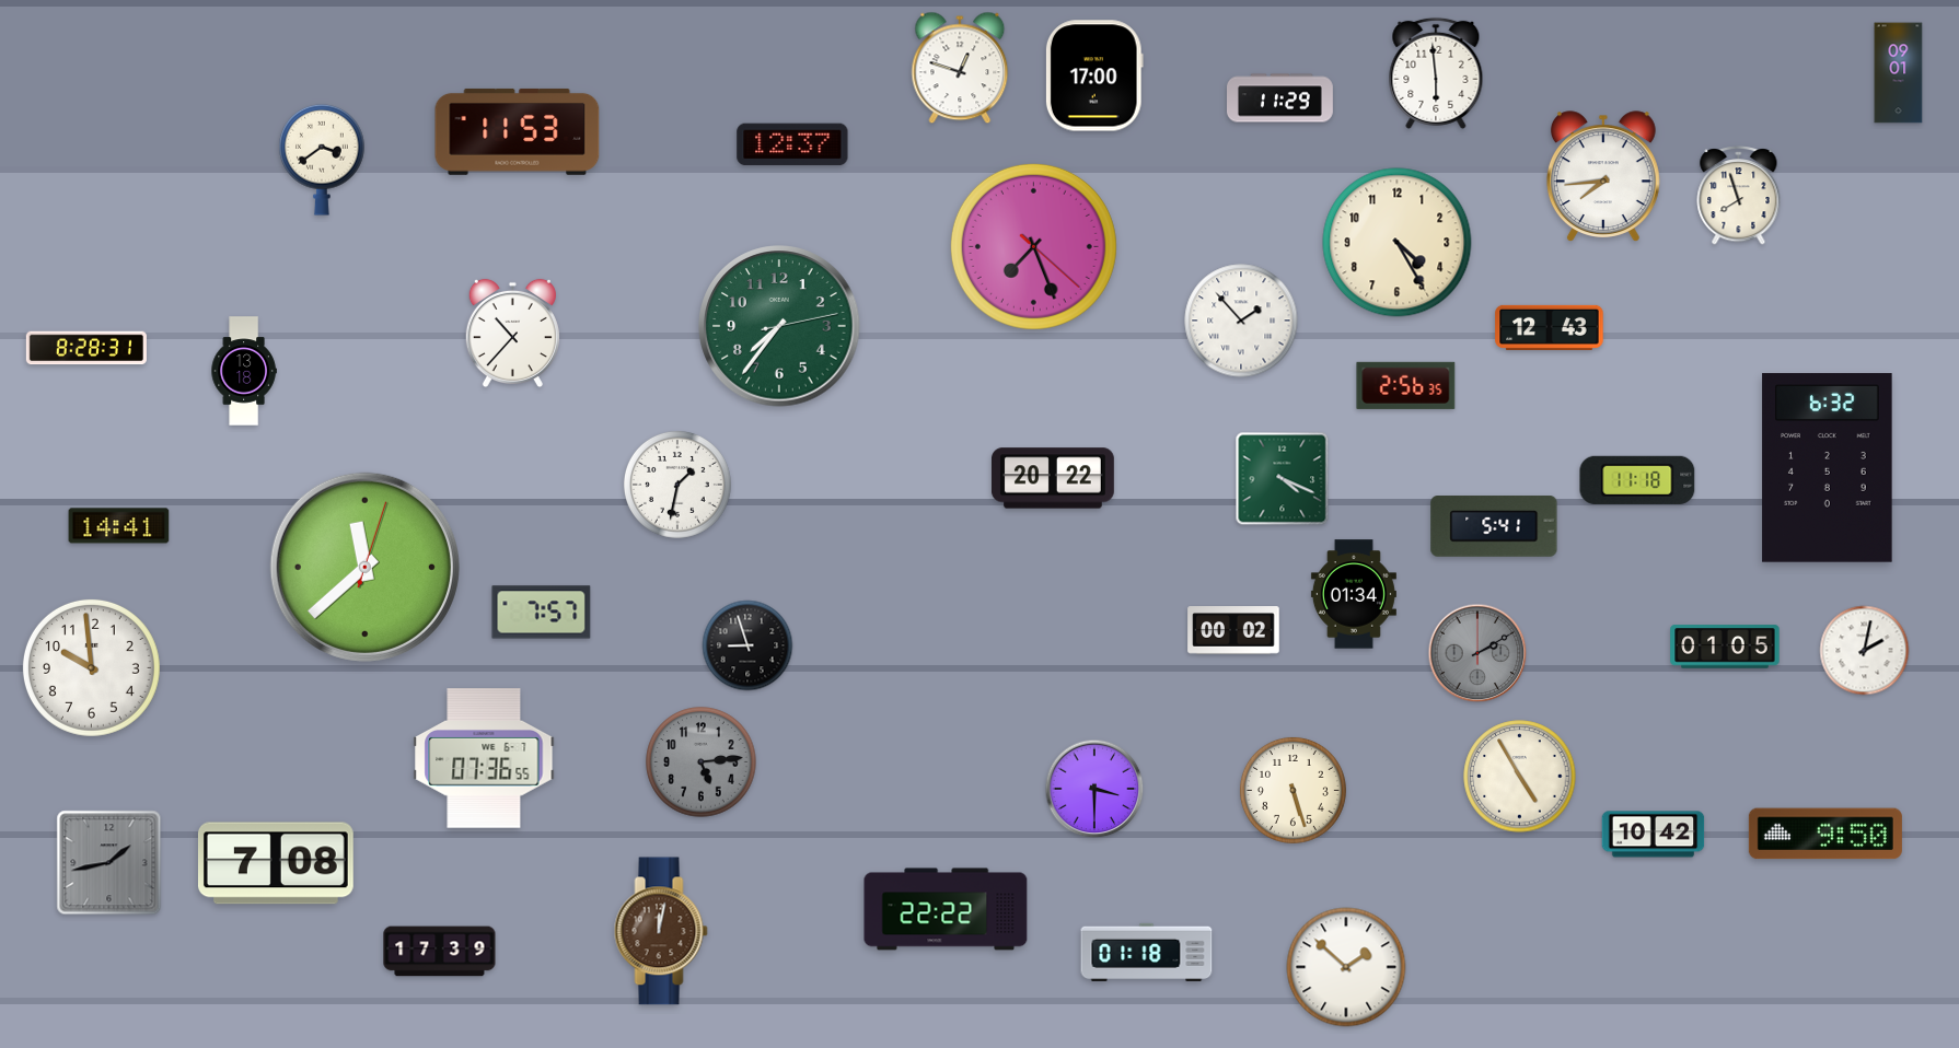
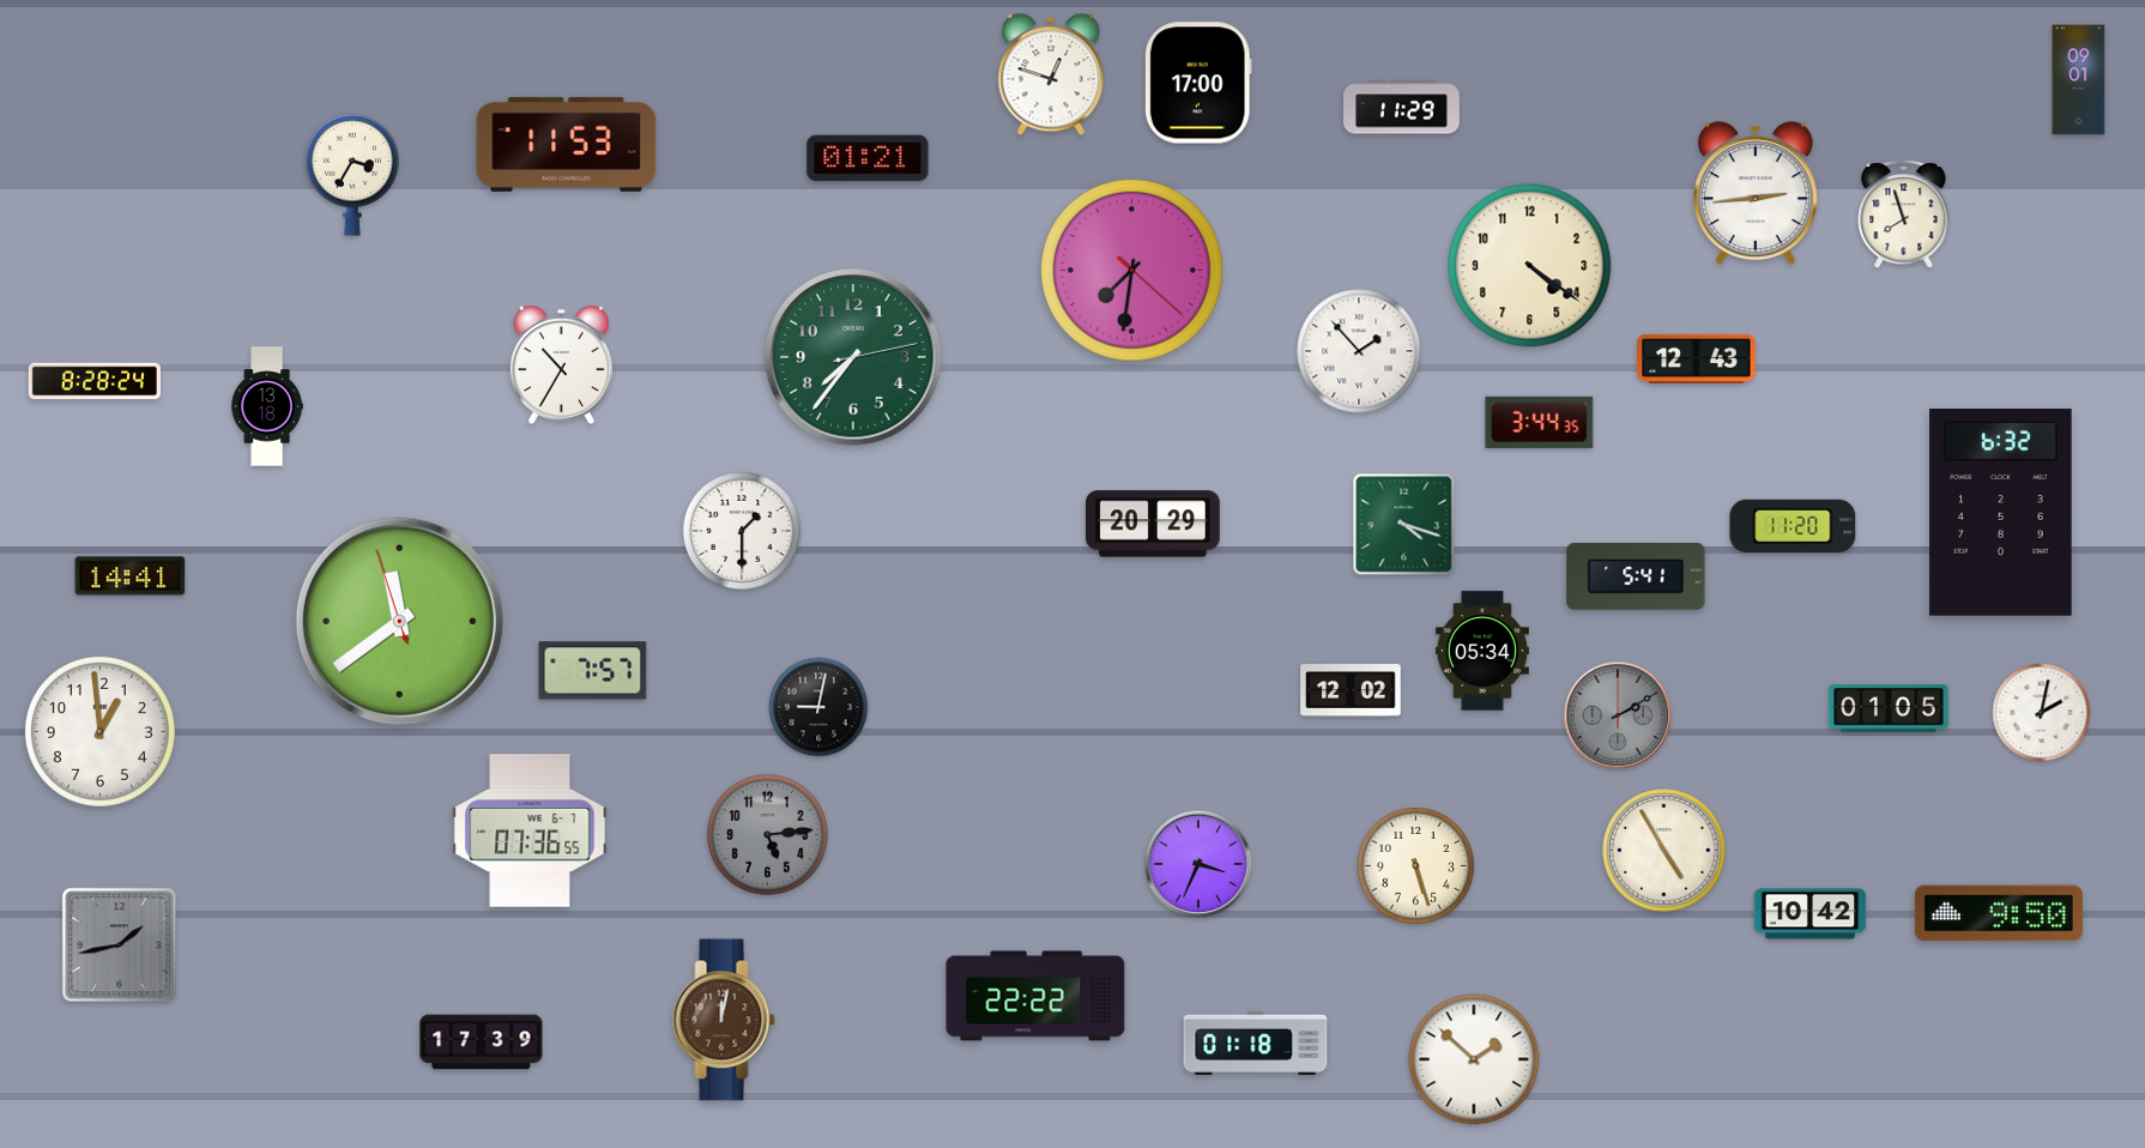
clock at (1436, 73): 5:59 -> none
clock at (792, 144): 12:37 -> 01:21
clock at (322, 160): 3:39 -> 3:35
clock at (1603, 176): 7:44 -> 2:44
clock at (1398, 243): 4:25 -> 4:21
clock at (1033, 246): 7:26 -> 7:31
clock at (512, 334): 10:37 -> 10:35
clock at (86, 348): 8:28:31 -> 8:28:24
clock at (1406, 385): 2:56 -> 3:44
clock at (1053, 478): 20:22 -> 20:29
clock at (1283, 479): 4:19 -> 4:18
clock at (1637, 480): 11:18 -> 11:20
clock at (677, 485): 1:32 -> 1:30
clock at (364, 567): 11:38:03 -> 11:38:57
clock at (1354, 594): 01:34 -> 05:34
clock at (1233, 630): 00:02 -> 12:02
clock at (747, 645): 8:57 -> 9:02
clock at (91, 667): 9:59 -> 12:59
clock at (1094, 789): 3:30 -> 3:34
clock at (276, 863): 7:08 -> none
